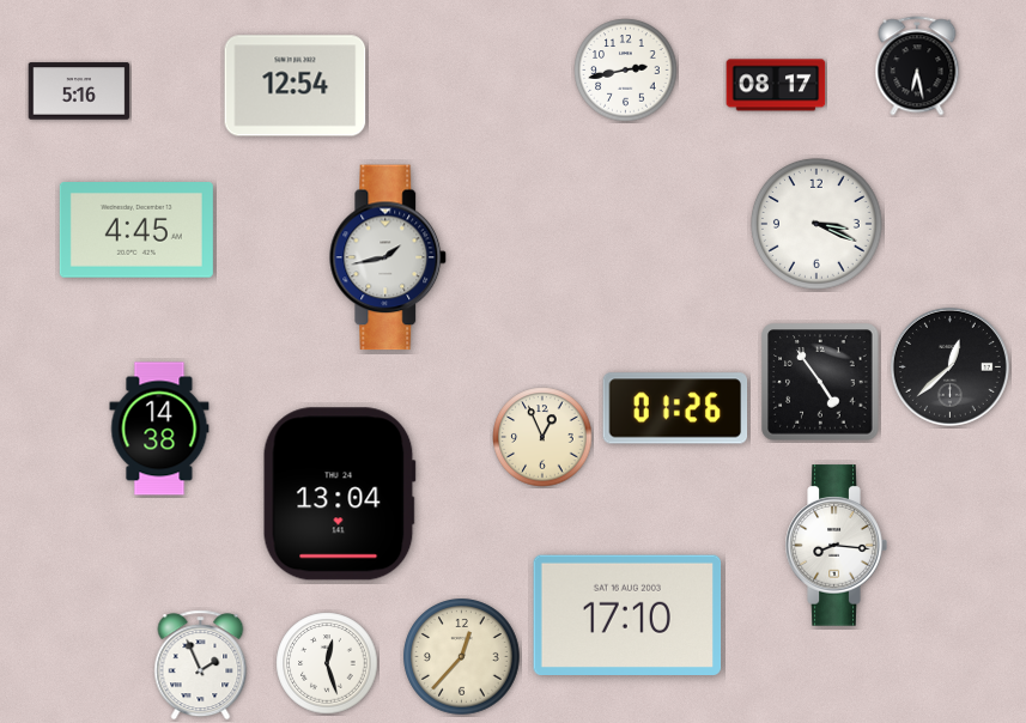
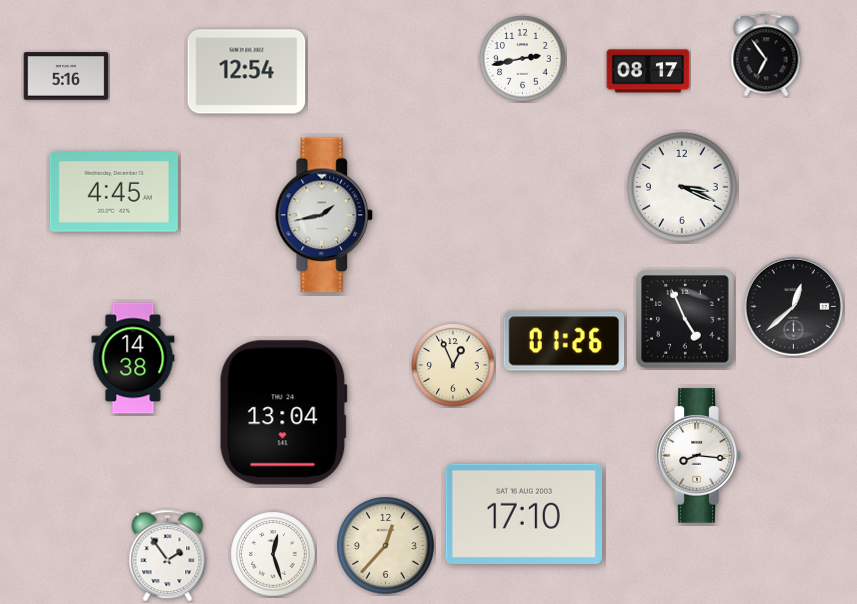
clock at (917, 66): 6:28 -> 6:54
clock at (820, 382): 4:54 -> 4:56
clock at (462, 657) position: (462, 657) -> (386, 546)
clock at (201, 666): 1:56 -> 1:54
